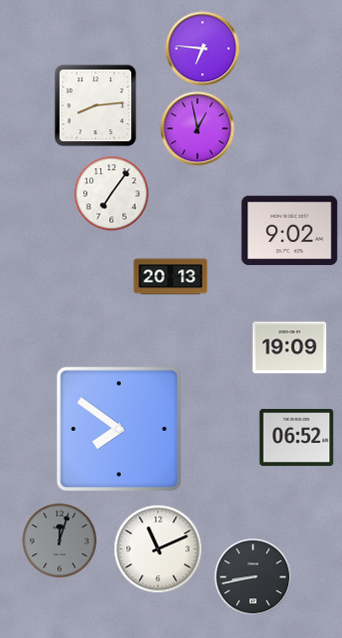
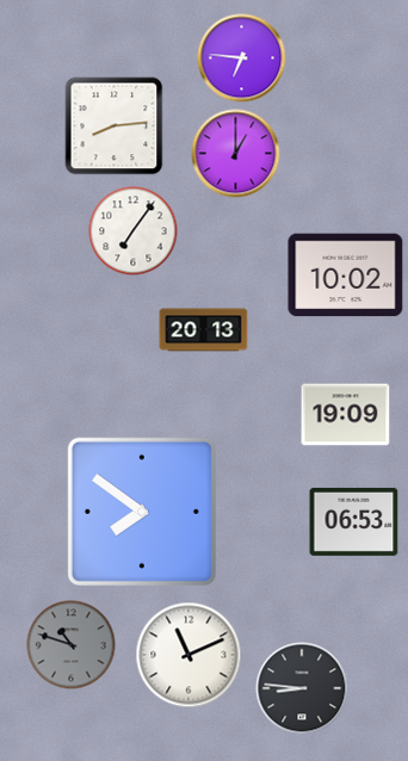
clock at (198, 129): 12:58 -> 1:00
clock at (290, 231): 9:02 -> 10:02
clock at (297, 437): 06:52 -> 06:53
clock at (60, 541): 12:03 -> 10:48
clock at (253, 577): 8:43 -> 8:46
